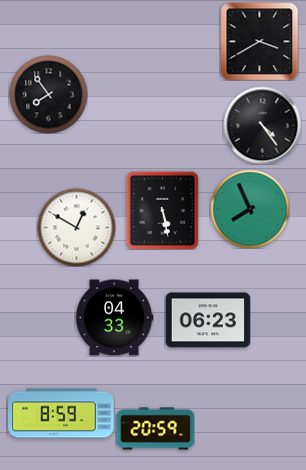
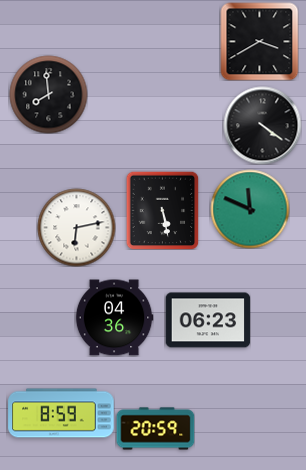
clock at (48, 94): 7:54 -> 7:59
clock at (262, 125): 4:24 -> 4:21
clock at (250, 209): 7:56 -> 11:49
clock at (76, 227): 12:50 -> 6:13
clock at (114, 318): 04:33 -> 04:36
